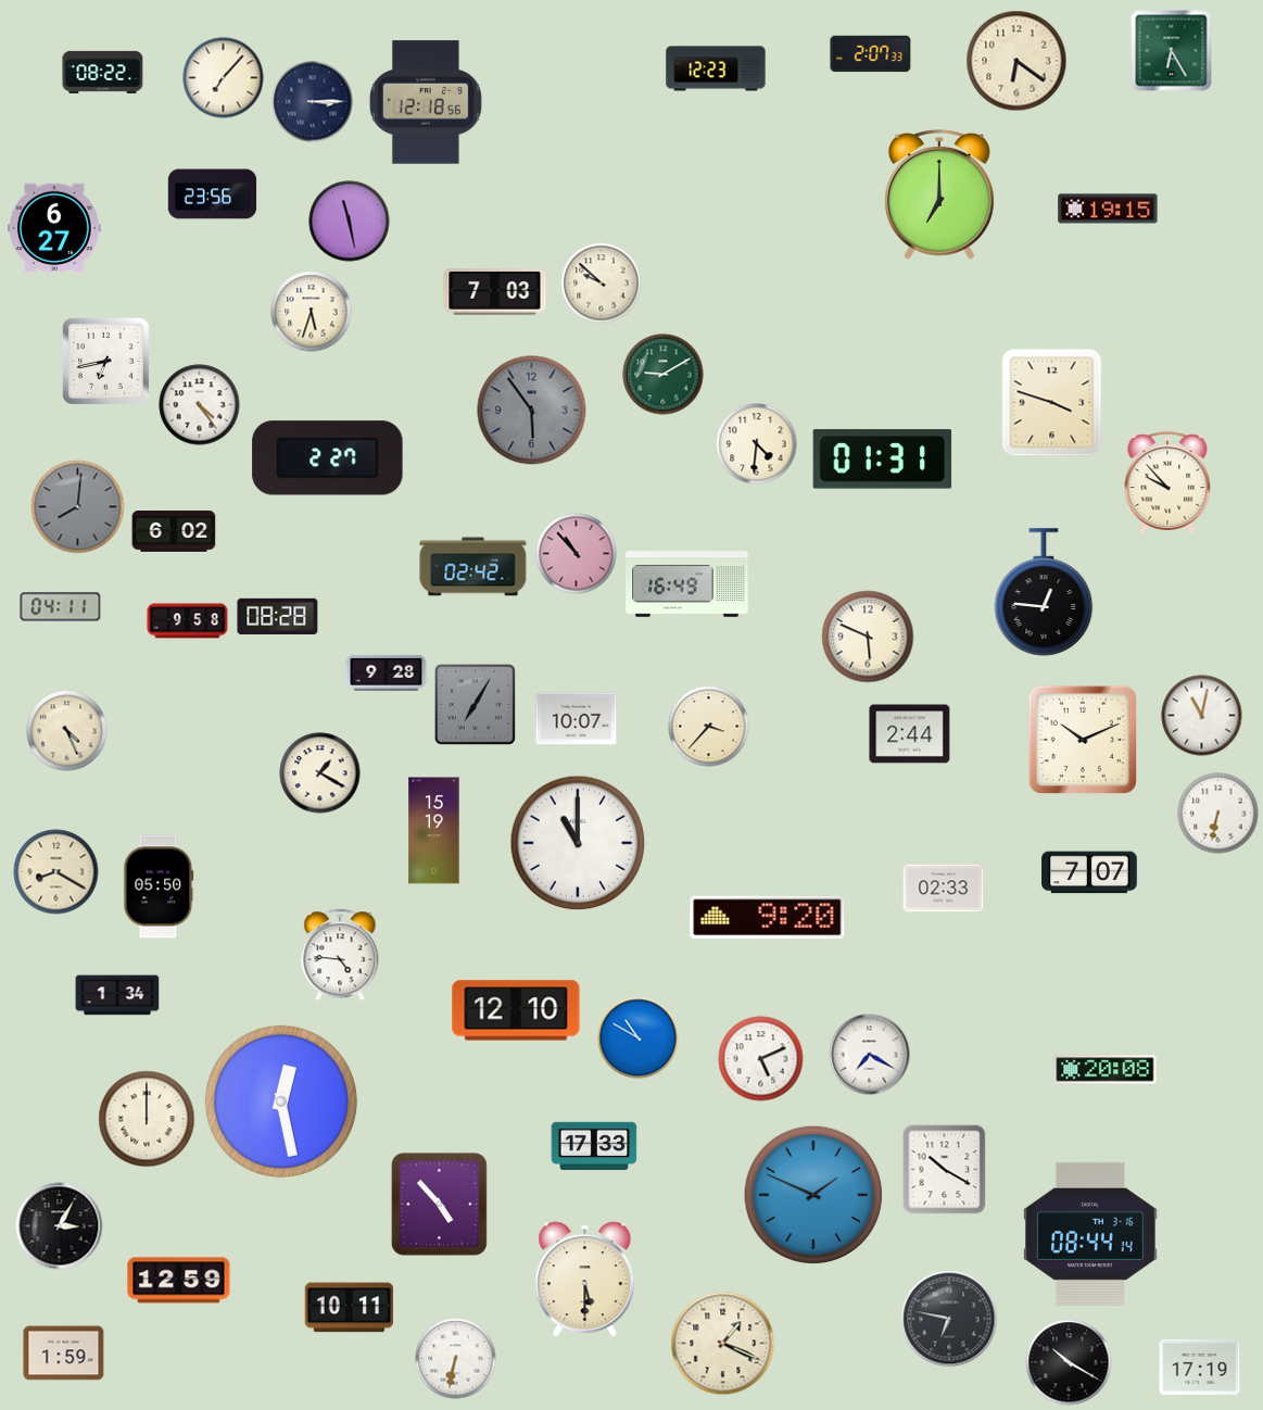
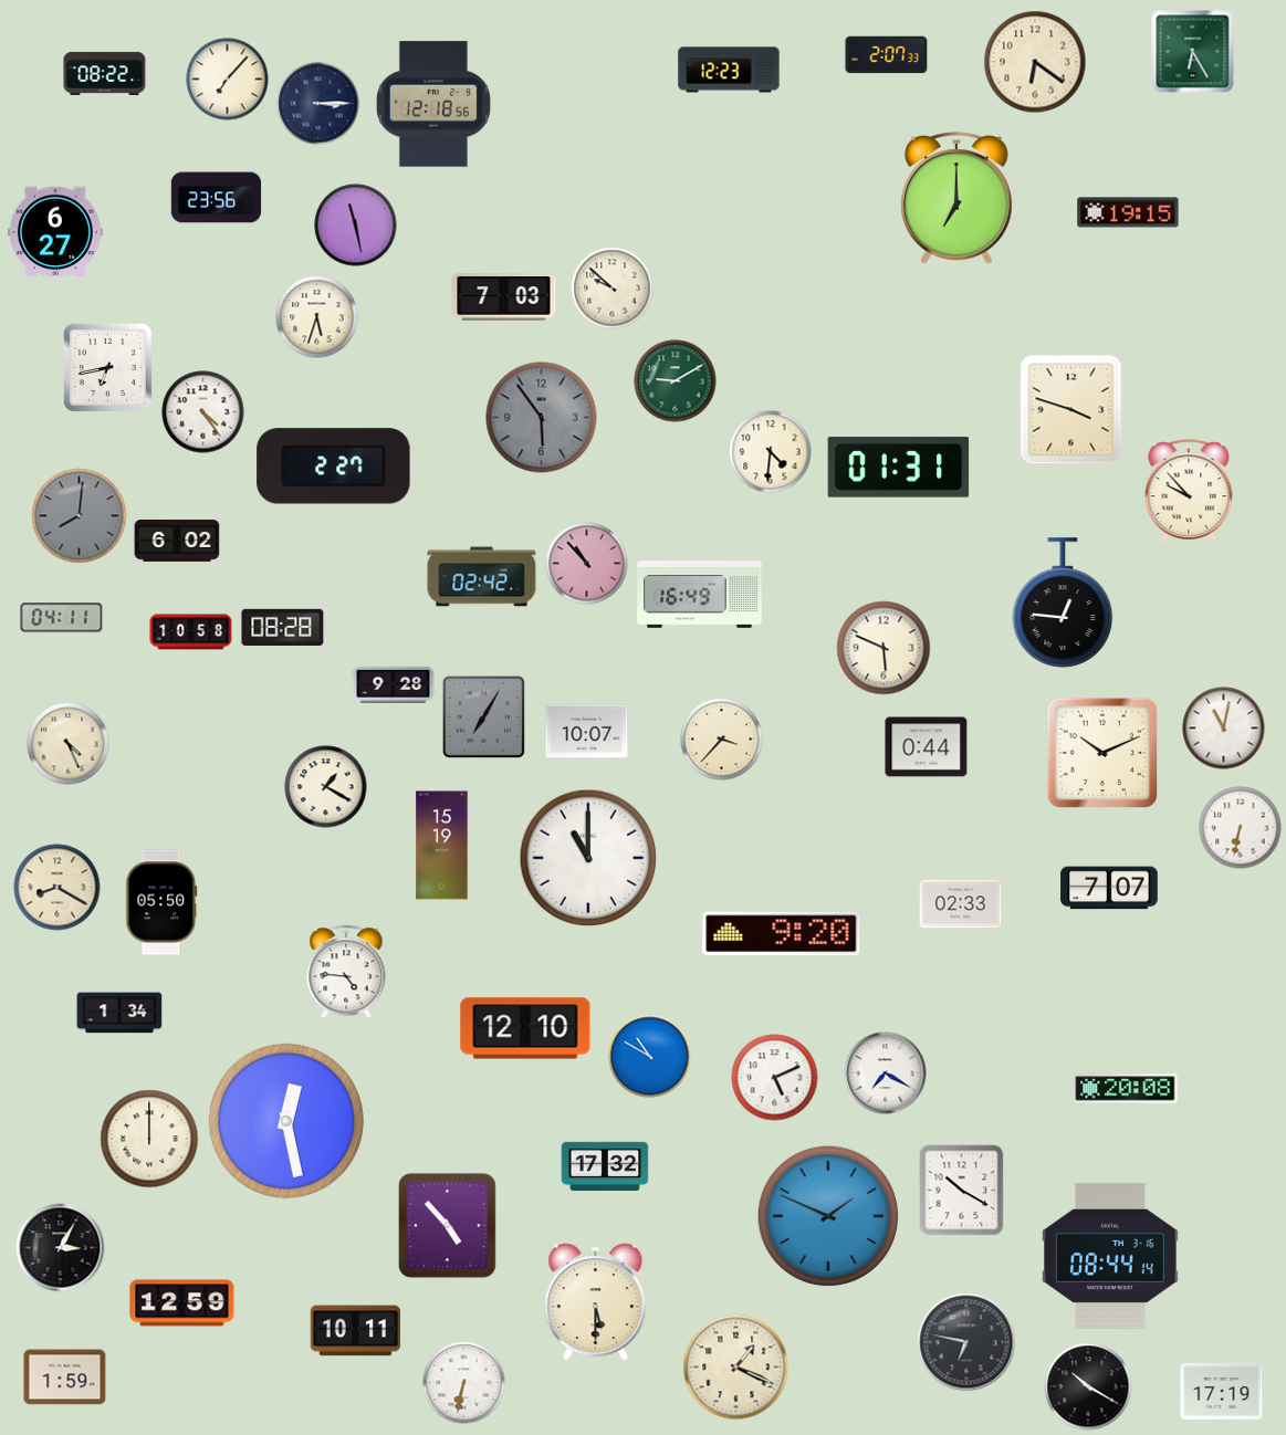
clock at (188, 621): 9:58 -> 10:58
clock at (910, 734): 2:44 -> 0:44
clock at (594, 1146): 17:33 -> 17:32
